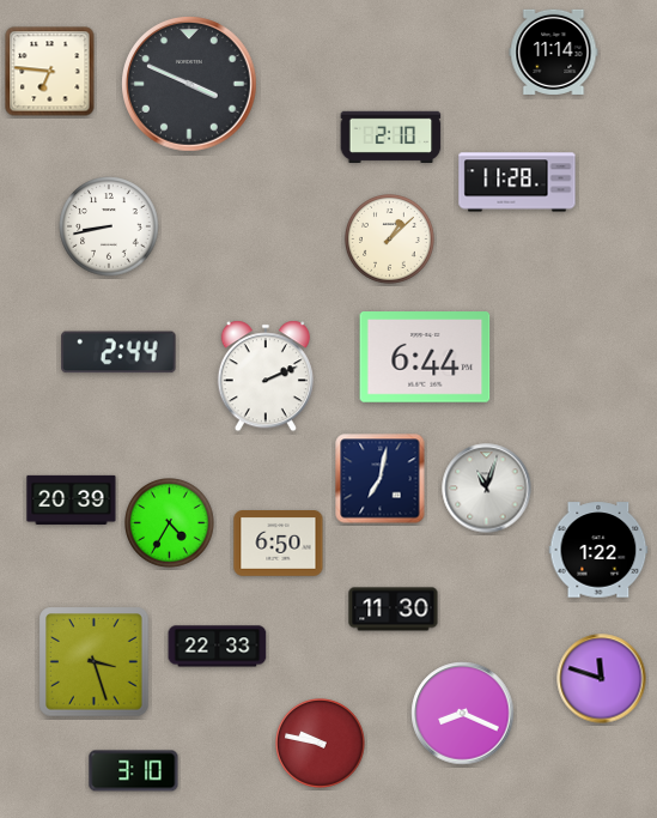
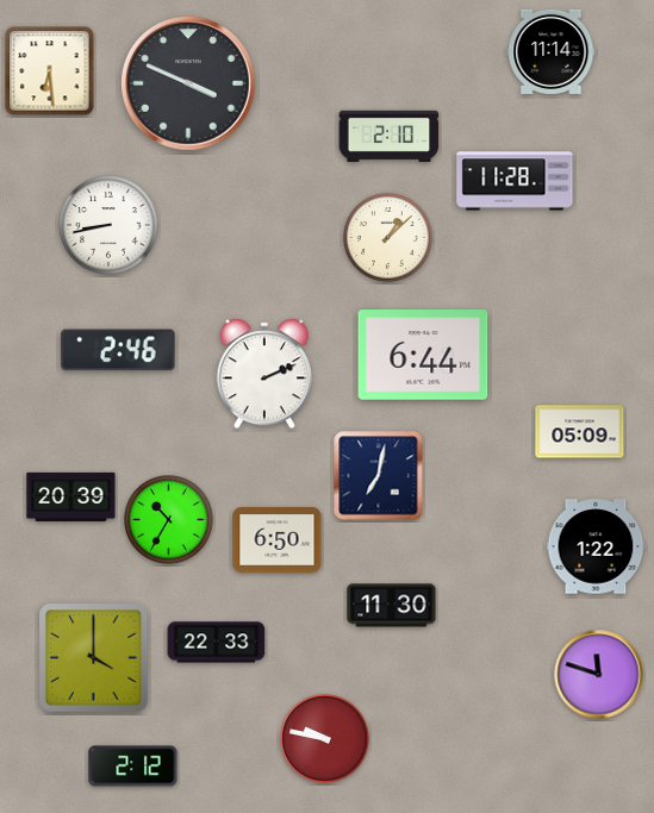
clock at (50, 72): 6:46 -> 6:29
clock at (118, 352): 2:44 -> 2:46
clock at (580, 432): none -> 05:09
clock at (487, 489): 11:03 -> none
clock at (170, 523): 4:35 -> 10:35
clock at (95, 662): 3:27 -> 4:00
clock at (463, 714): 8:19 -> none
clock at (321, 744) position: (321, 744) -> (325, 739)
clock at (134, 771): 3:10 -> 2:12
